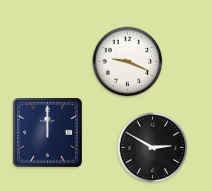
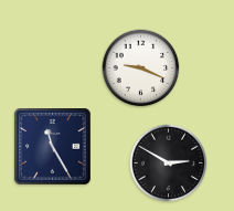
clock at (48, 133): 12:00 -> 11:25
